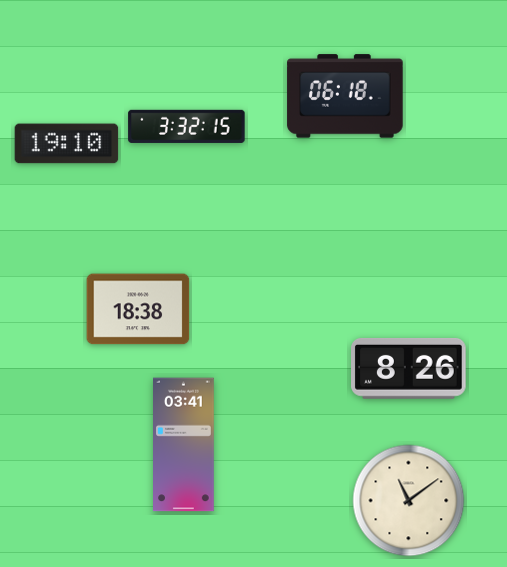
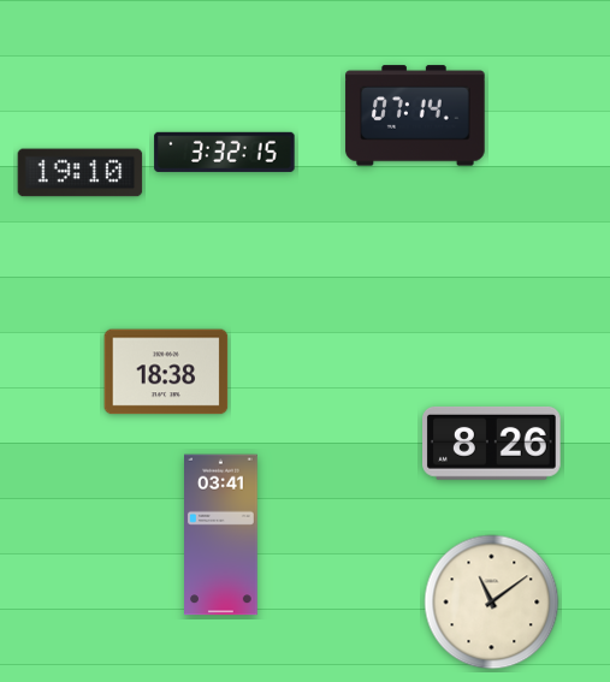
clock at (345, 96): 06:18 -> 07:14
